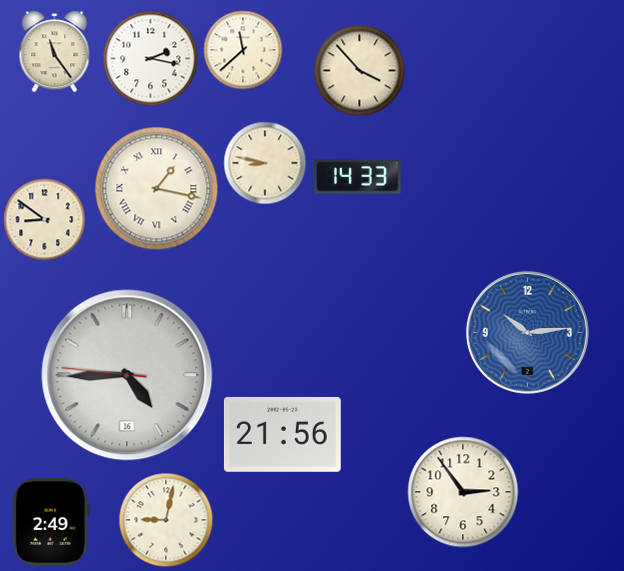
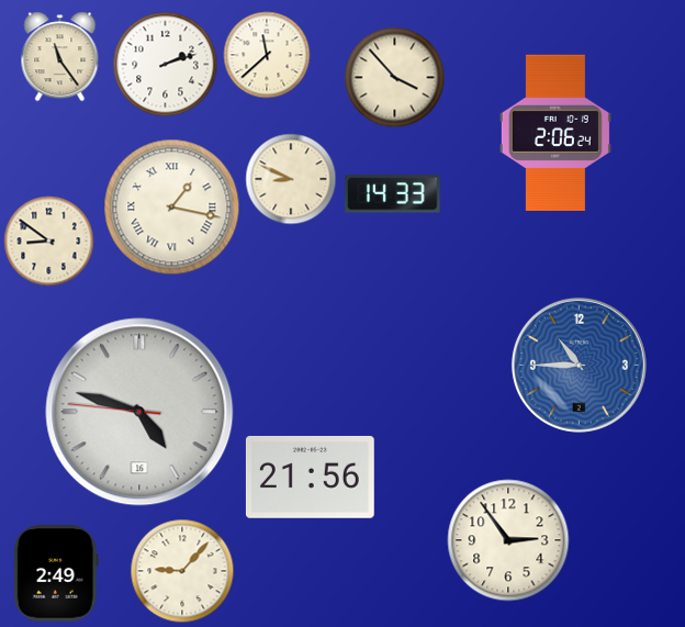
clock at (151, 59): 2:17 -> 2:12
clock at (555, 132): none -> 2:06
clock at (265, 163): 8:47 -> 8:49
clock at (527, 332): 10:14 -> 10:45
clock at (127, 375): 4:44 -> 4:47
clock at (166, 520): 9:02 -> 9:07
